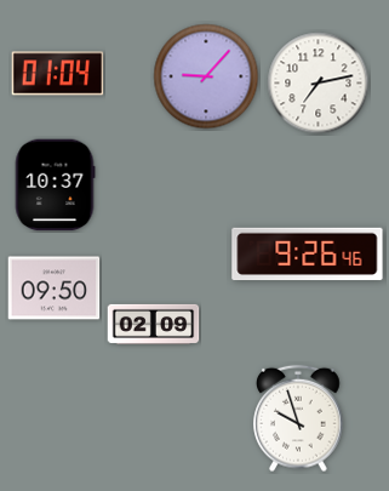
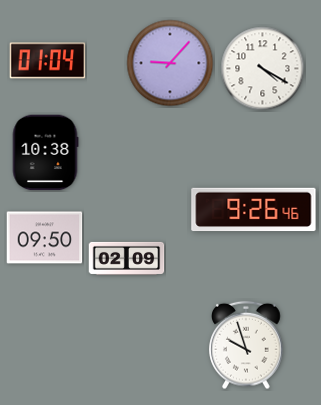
clock at (319, 84): 7:13 -> 4:20
clock at (55, 185): 10:37 -> 10:38
clock at (154, 324) position: (154, 324) -> (127, 258)
